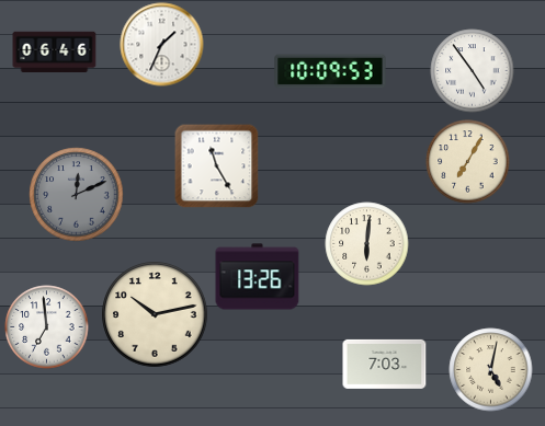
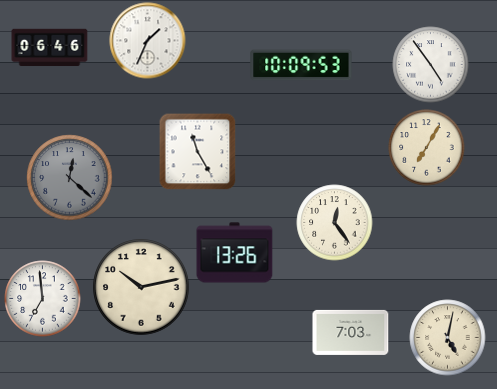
clock at (77, 195): 12:11 -> 12:22
clock at (367, 244): 6:01 -> 12:24
